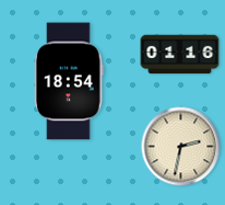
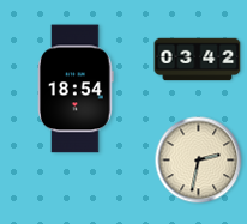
clock at (180, 55): 01:16 -> 03:42
